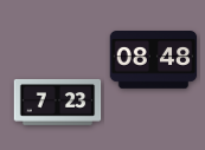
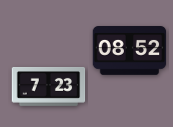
clock at (154, 60): 08:48 -> 08:52
